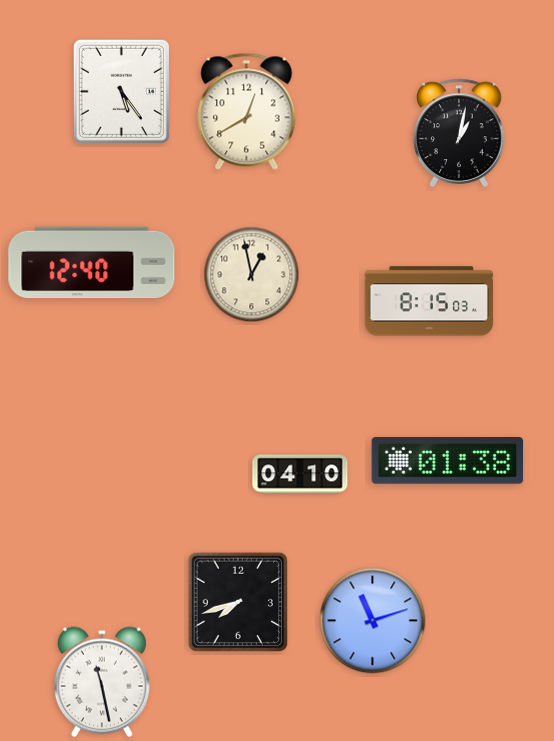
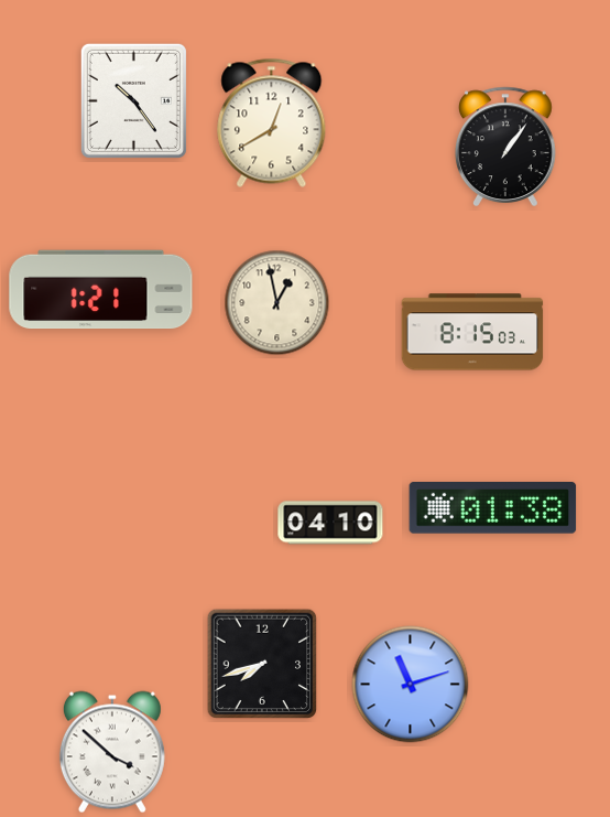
clock at (121, 91): 5:24 -> 10:24
clock at (460, 132): 1:02 -> 1:06
clock at (92, 263): 12:40 -> 1:21
clock at (102, 682): 11:28 -> 3:52
